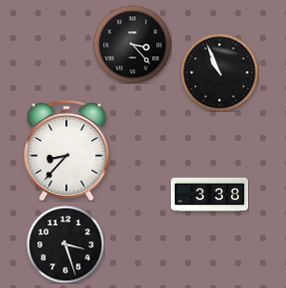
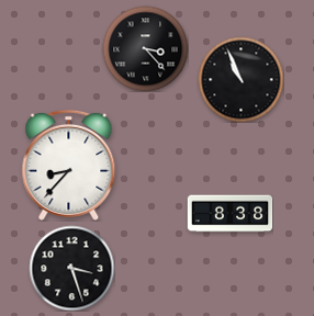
clock at (67, 150) position: (67, 150) -> (69, 165)
clock at (209, 195): 3:38 -> 8:38
